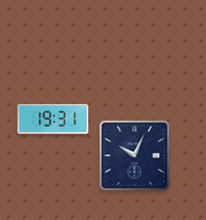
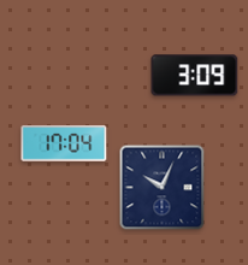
clock at (195, 76): none -> 3:09
clock at (53, 119): 19:31 -> 17:04
